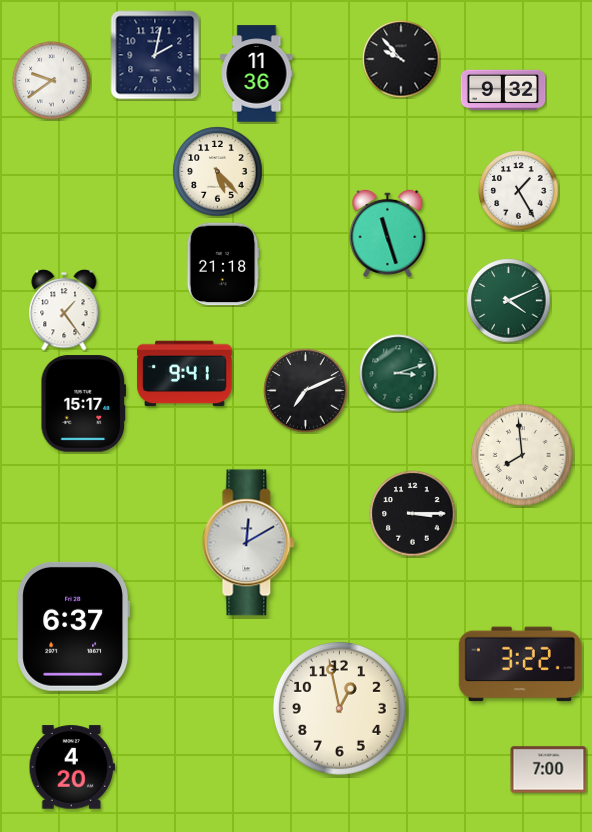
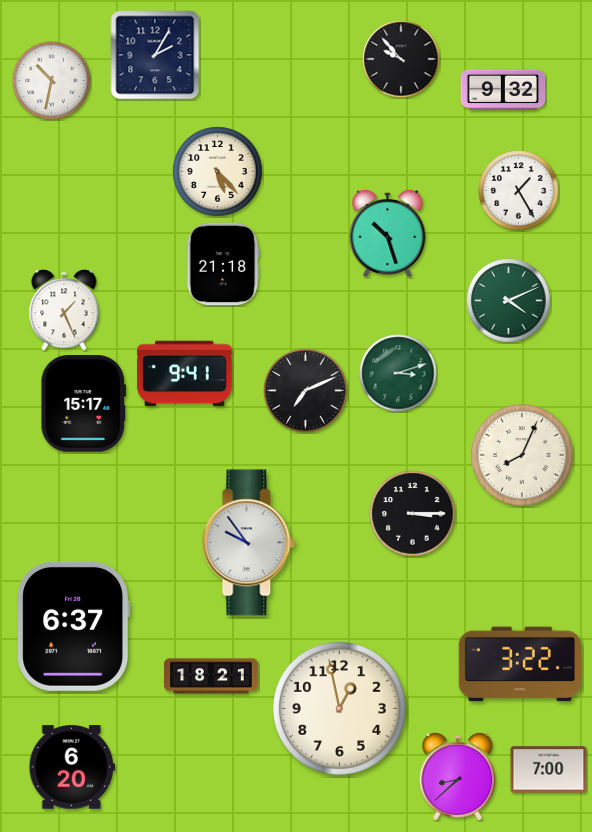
clock at (155, 55): 2:02 -> 2:05
clock at (257, 74): 11:36 -> none
clock at (52, 81): 9:39 -> 10:32
clock at (388, 233): 11:27 -> 10:27
clock at (64, 310): 1:24 -> 1:26
clock at (522, 455): 7:59 -> 8:04
clock at (249, 543): 12:10 -> 9:54
clock at (211, 676): none -> 18:21
clock at (72, 767): 4:20 -> 6:20
clock at (458, 776): none -> 8:38
